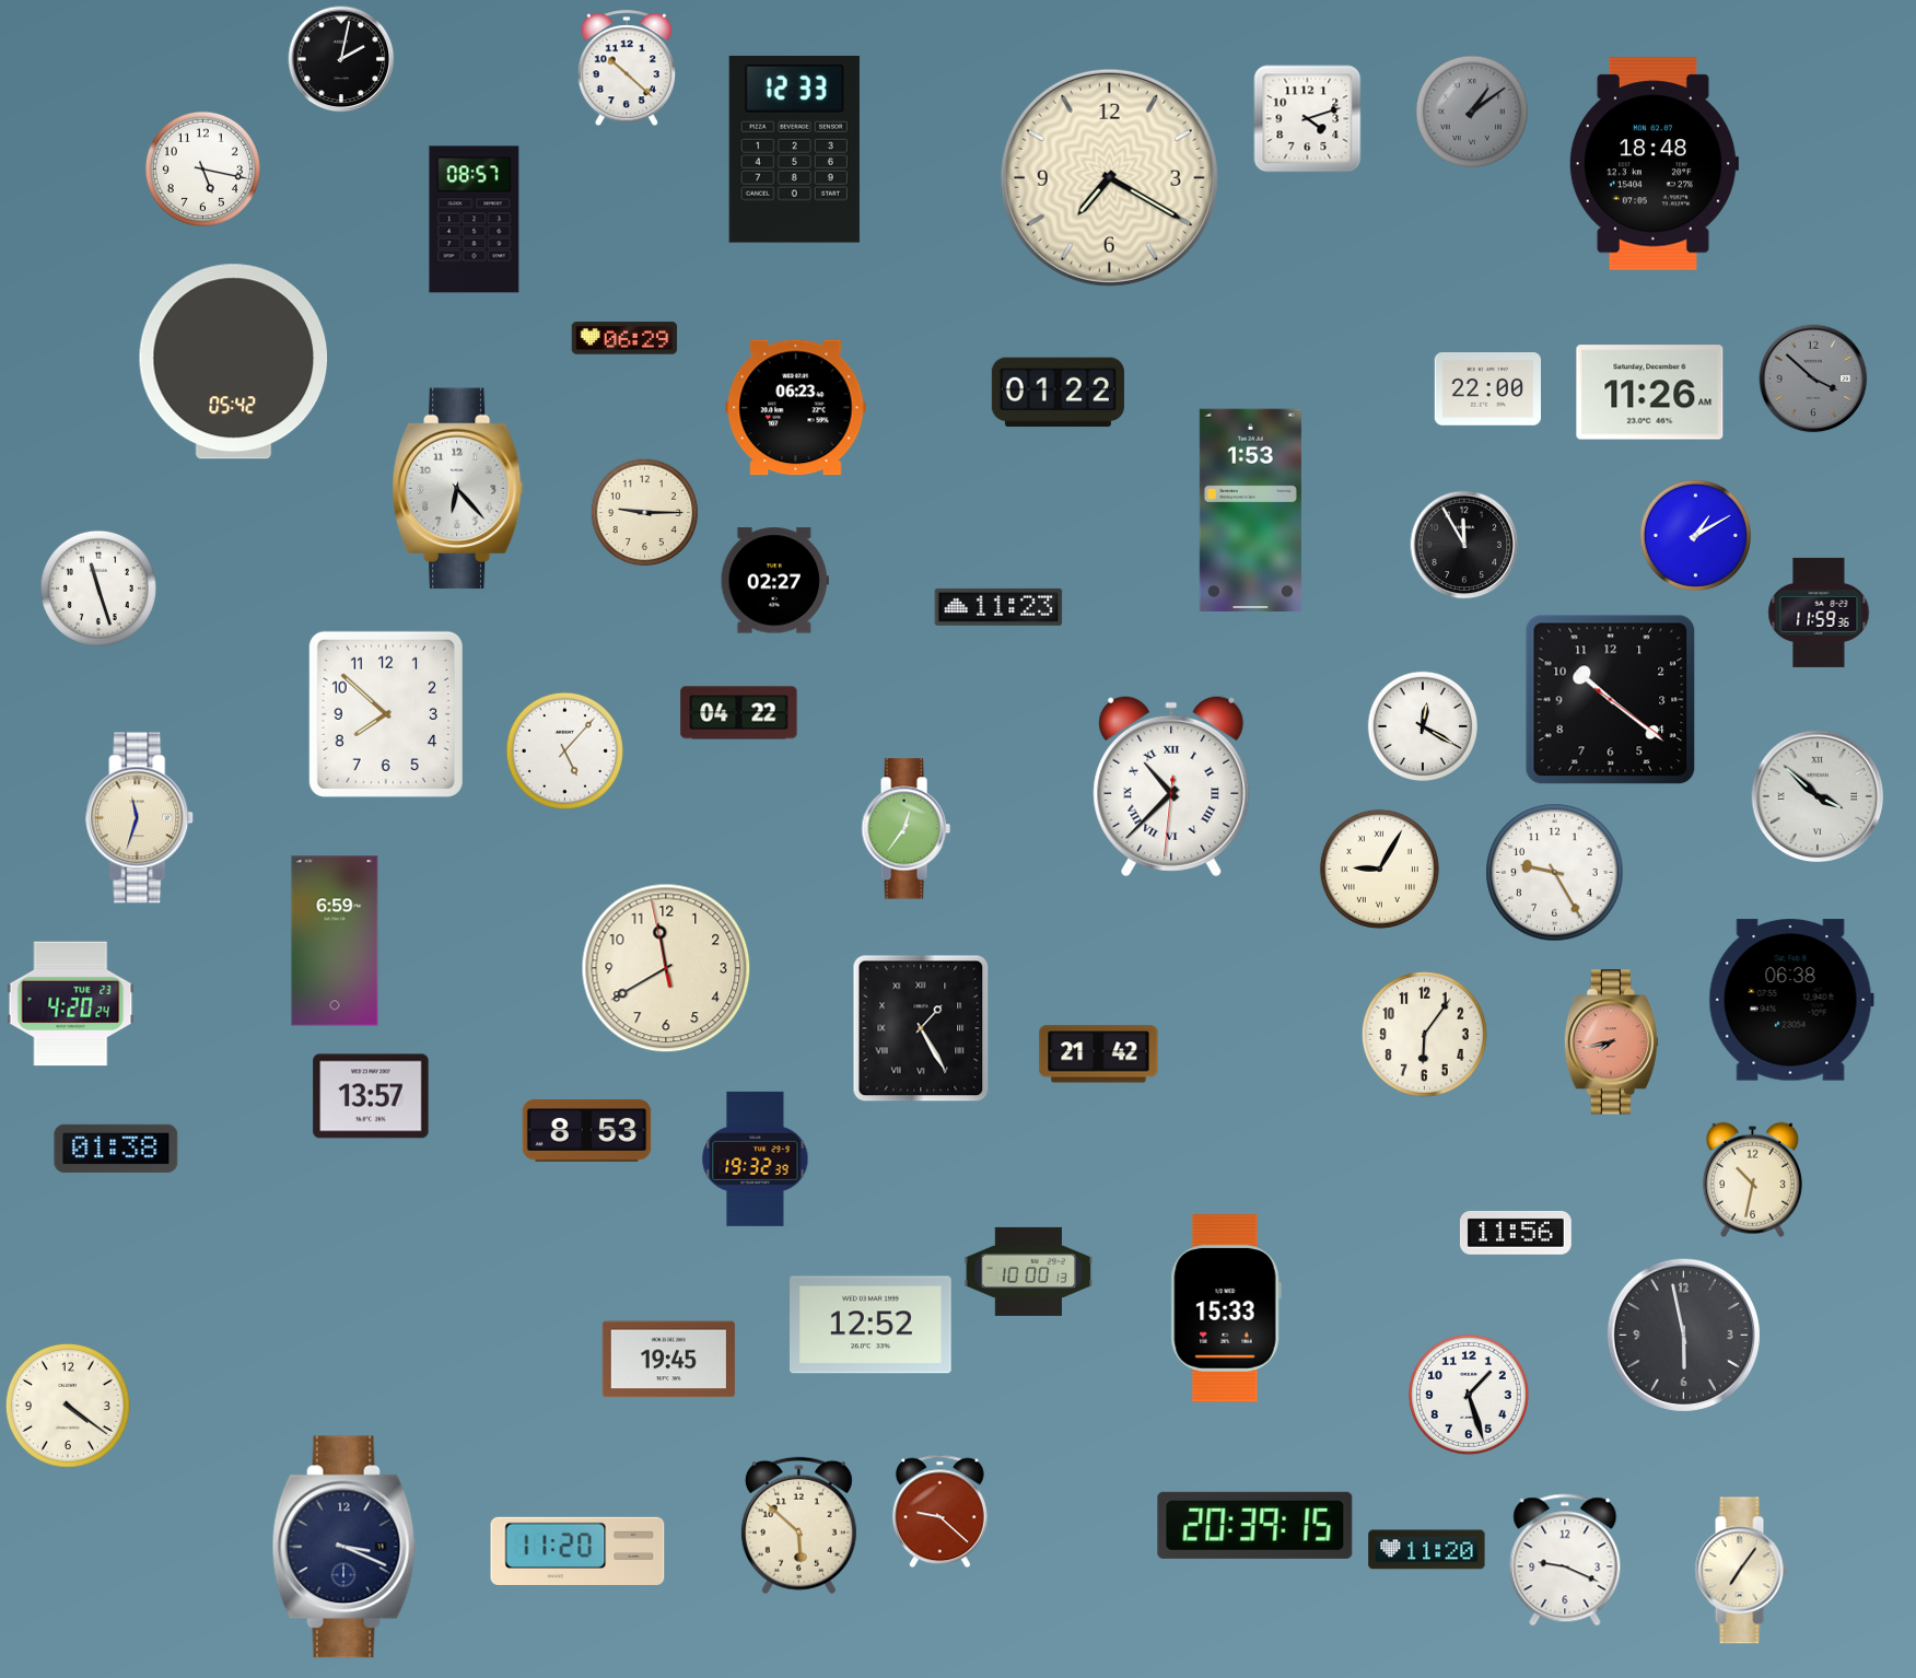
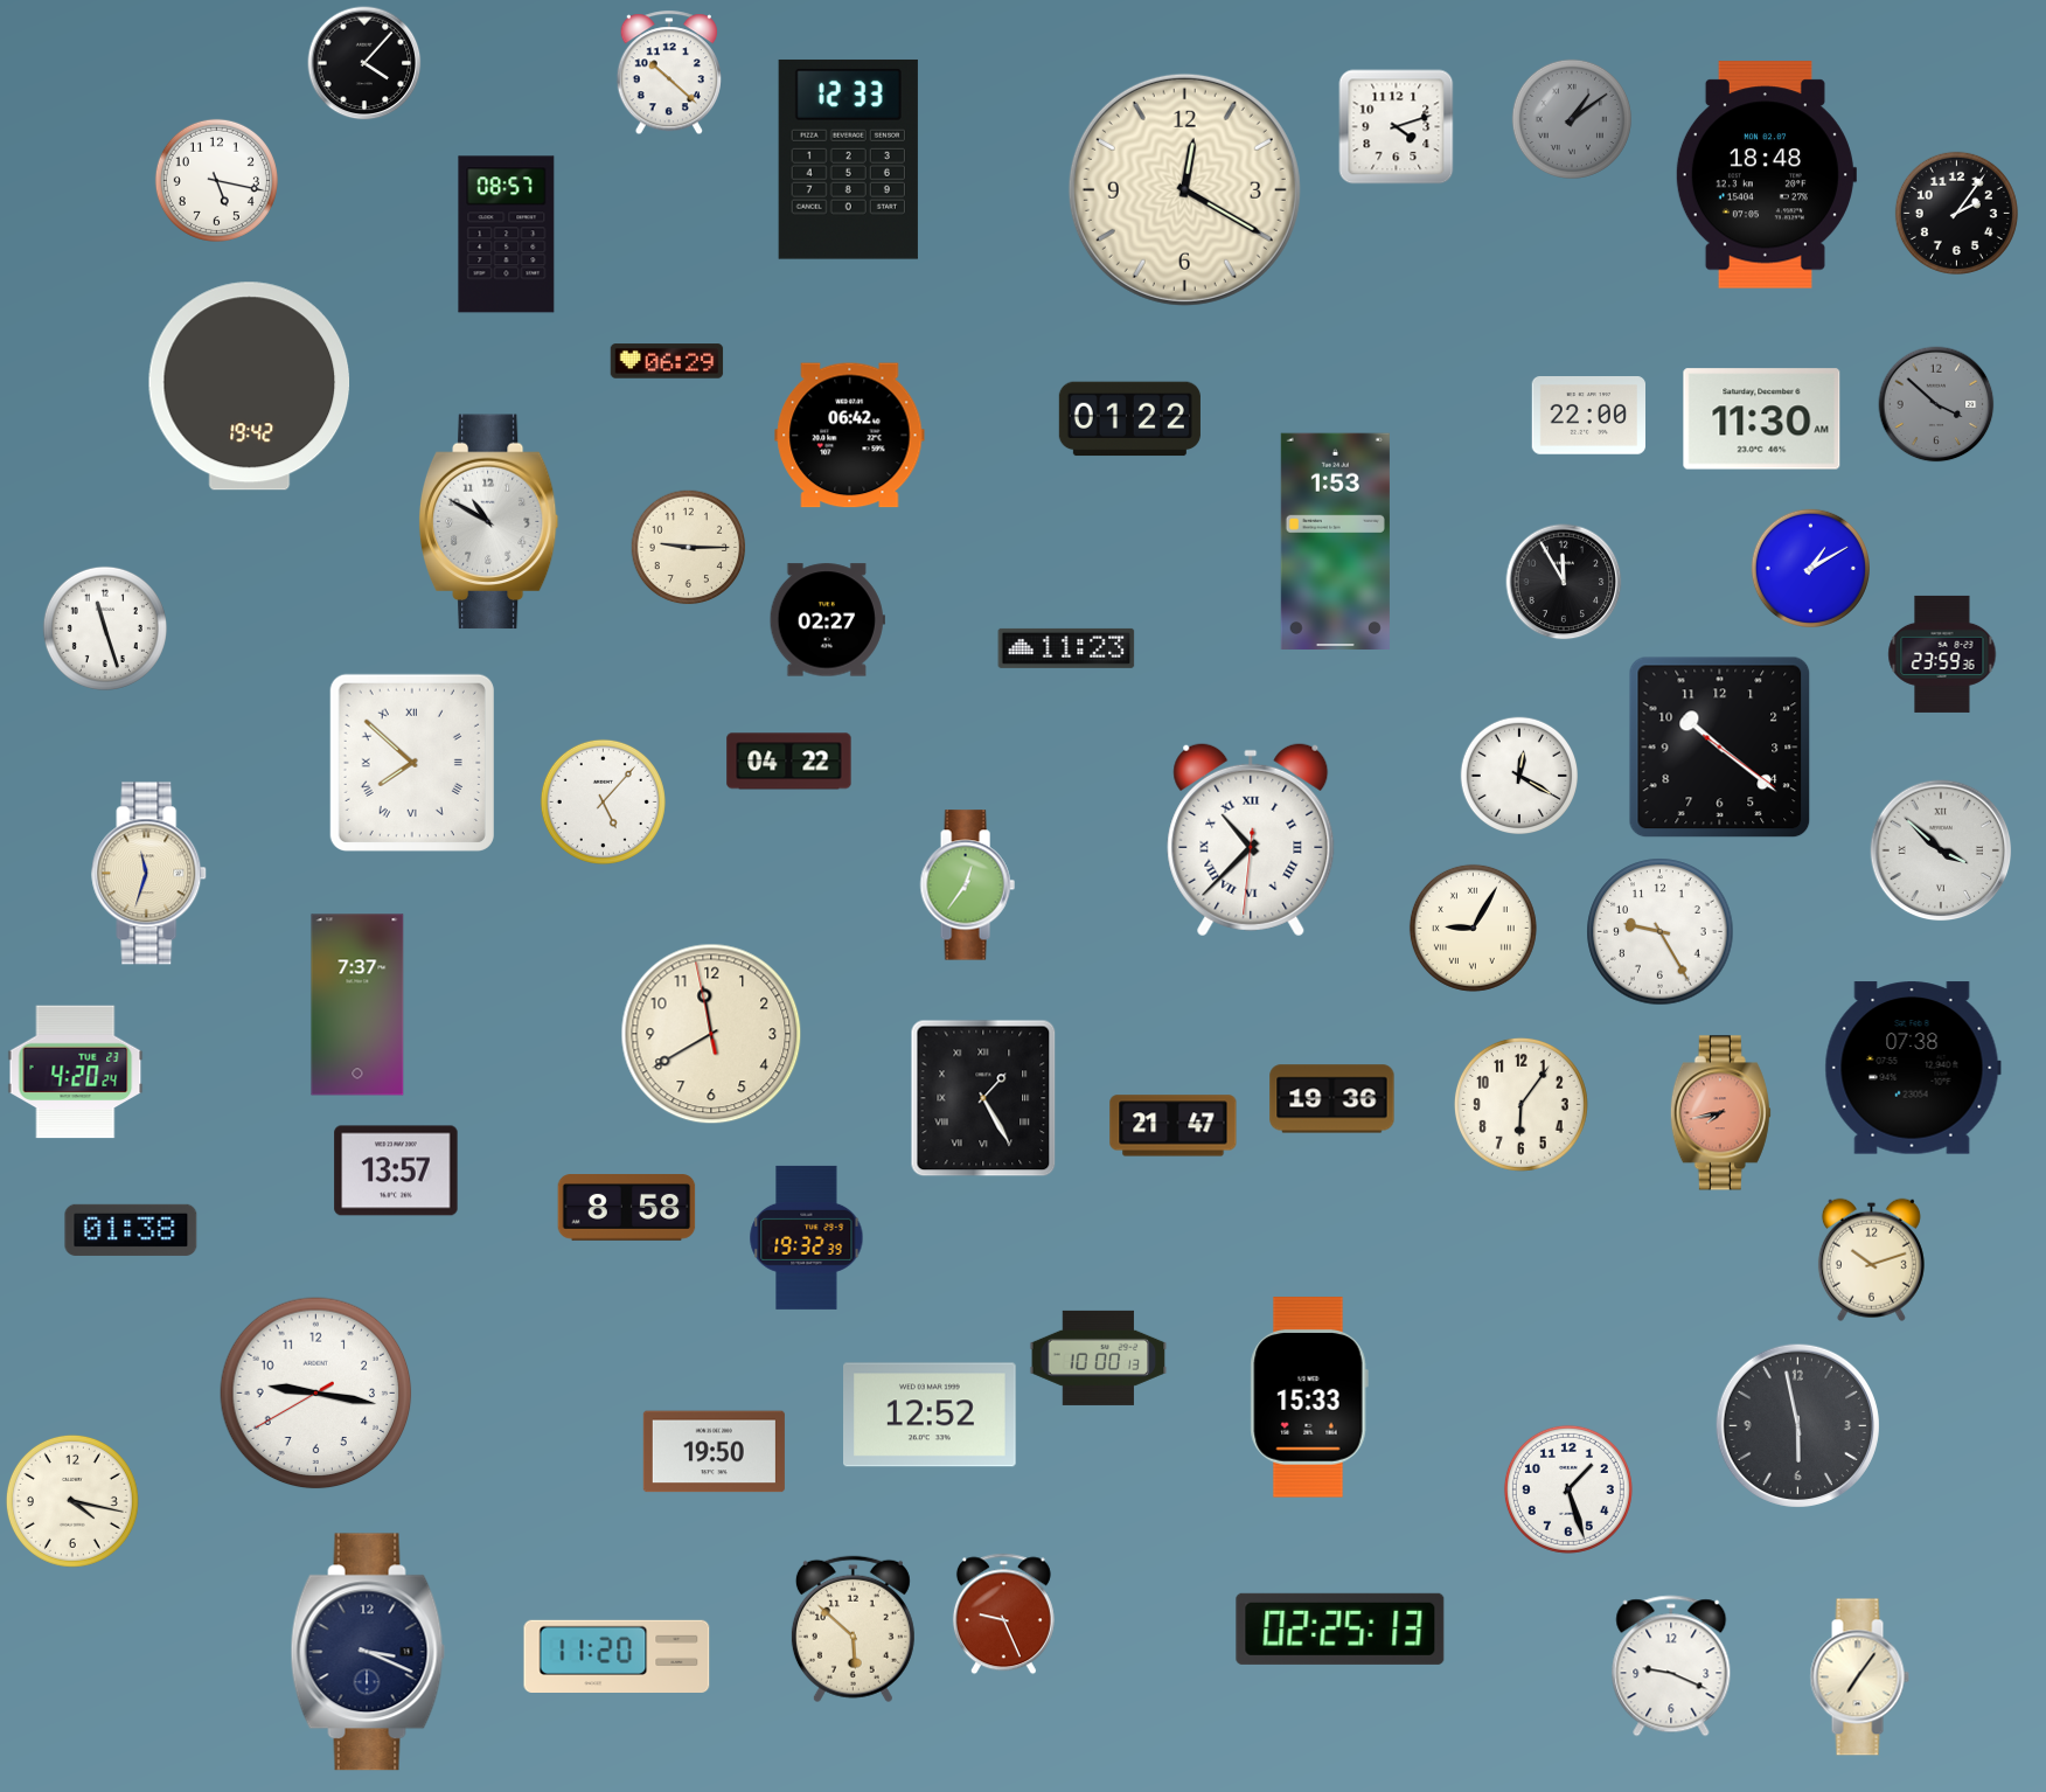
clock at (341, 59): 2:02 -> 4:07
clock at (1109, 177): 7:20 -> 12:20
clock at (1956, 213): none -> 2:06
clock at (234, 362): 05:42 -> 19:42
clock at (1650, 393): 11:26 -> 11:30
clock at (796, 408): 06:23 -> 06:42
clock at (457, 489): 6:23 -> 10:50
clock at (1250, 510) position: (1250, 510) -> (1335, 541)
clock at (1695, 535) position: (1695, 535) -> (1810, 568)
clock at (1819, 613): 11:59 -> 23:59
clock at (386, 714) numerals: Arabic -> Roman
clock at (335, 941): 6:59 -> 7:37
clock at (1791, 1000): 06:38 -> 07:38
clock at (1332, 1099): none -> 19:36
clock at (1099, 1054): 21:42 -> 21:47
clock at (587, 1131): 8:53 -> 8:58
clock at (116, 1149) position: (116, 1149) -> (131, 1230)
clock at (1752, 1179): 10:32 -> 10:12
clock at (1516, 1234): 11:56 -> none
clock at (316, 1394): none -> 9:16
clock at (668, 1360): 19:45 -> 19:50
clock at (68, 1406): 4:21 -> 4:17
clock at (939, 1512): 9:22 -> 9:26
clock at (1255, 1525): 20:39 -> 02:25
clock at (1427, 1550): 11:20 -> none
